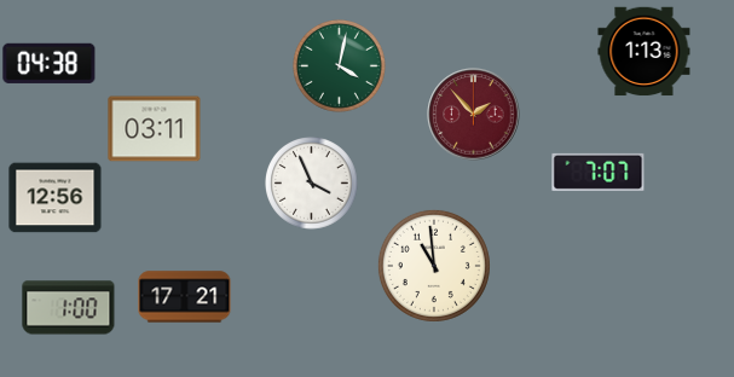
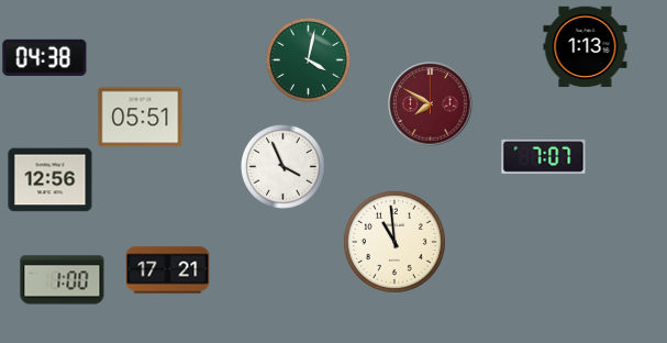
clock at (474, 115): 1:53 -> 7:50
clock at (155, 129): 03:11 -> 05:51
